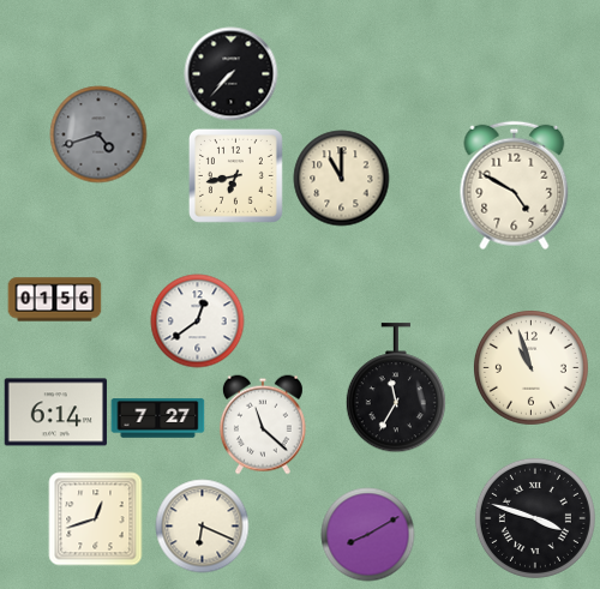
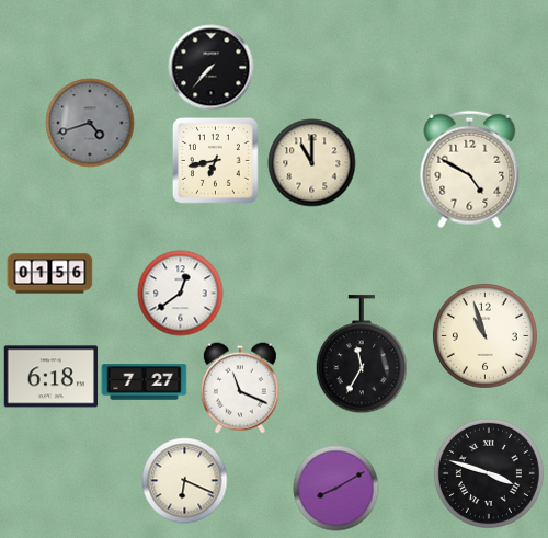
clock at (55, 413): 6:14 -> 6:18
clock at (263, 425): 11:22 -> 11:19
clock at (95, 518): 12:42 -> none
